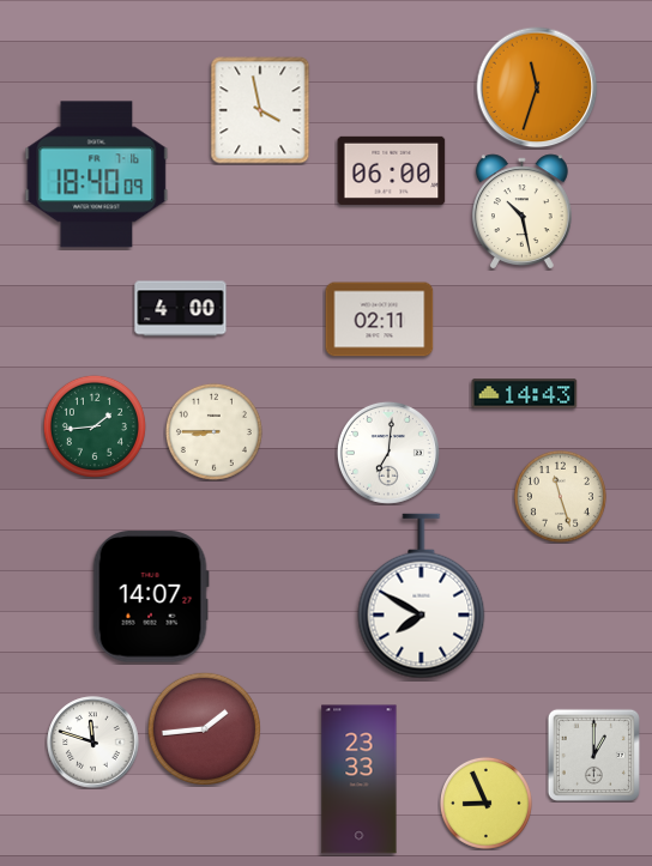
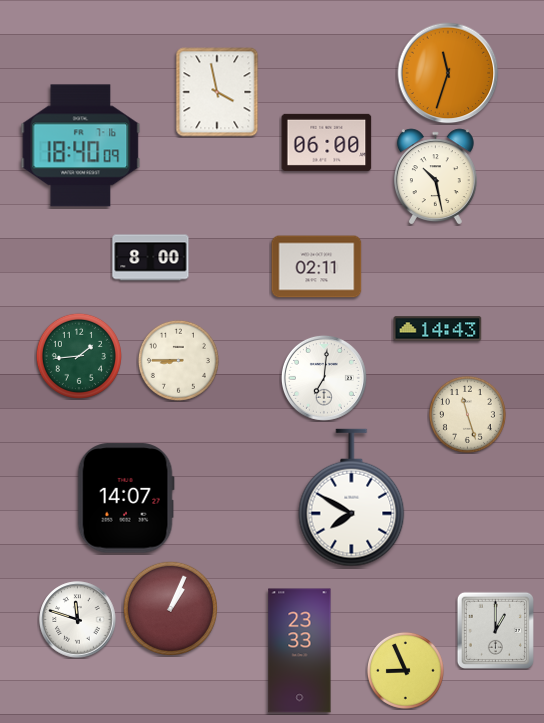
clock at (181, 309): 4:00 -> 8:00
clock at (204, 728): 1:44 -> 1:04
